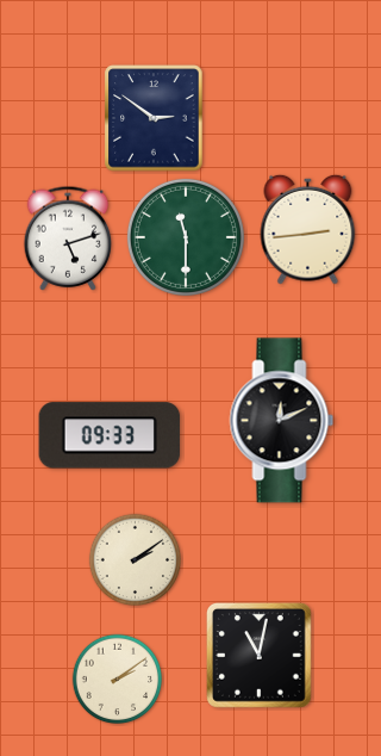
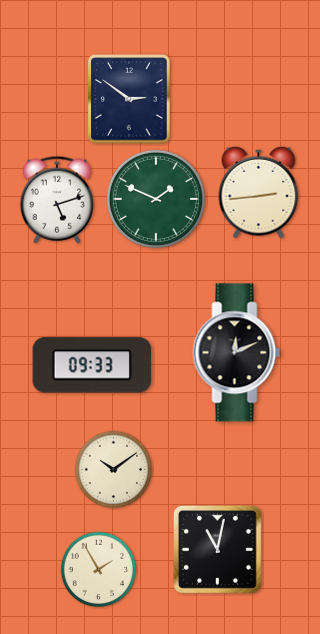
clock at (186, 237): 11:30 -> 1:49
clock at (136, 560): 2:09 -> 10:09
clock at (118, 680): 2:09 -> 1:55
